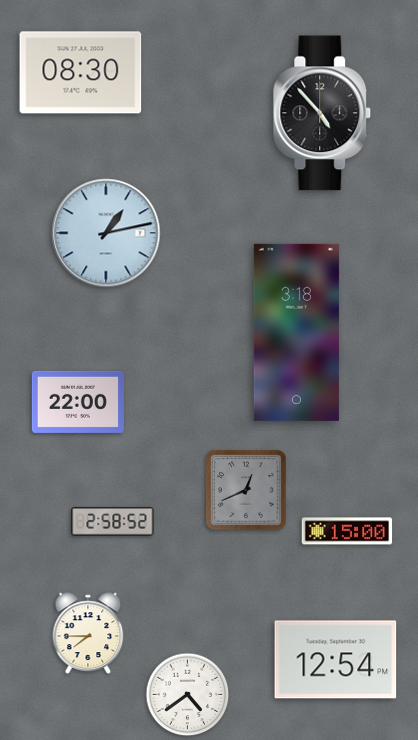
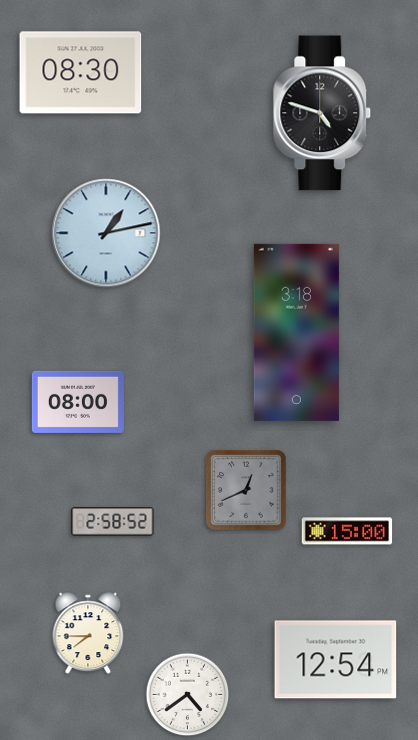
clock at (322, 113): 4:53 -> 4:48
clock at (78, 402): 22:00 -> 08:00
